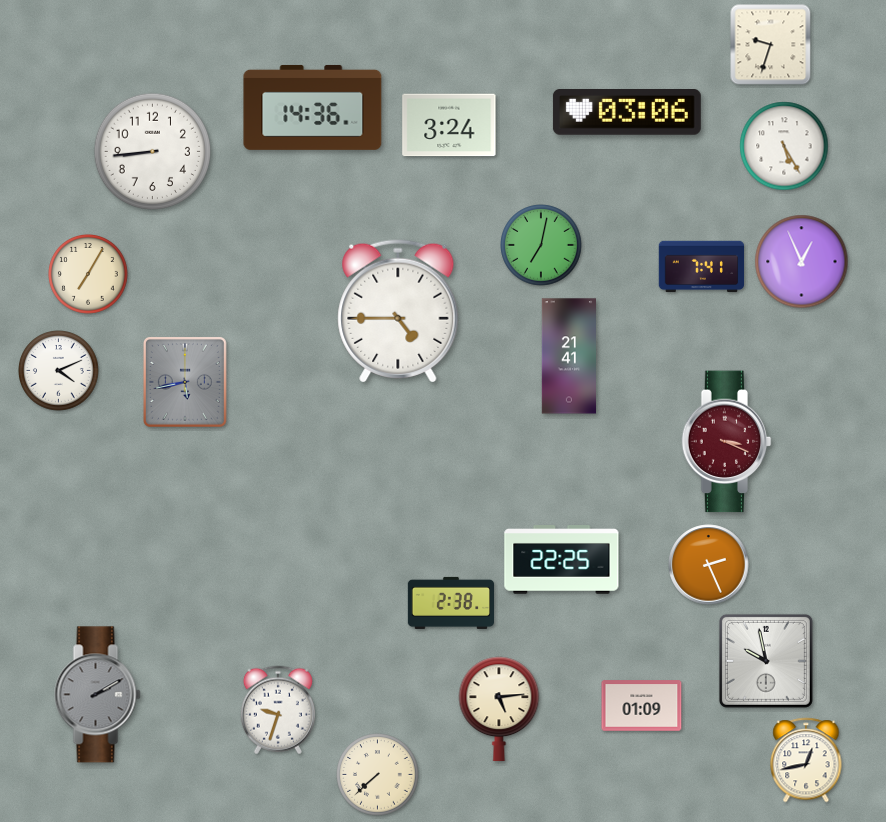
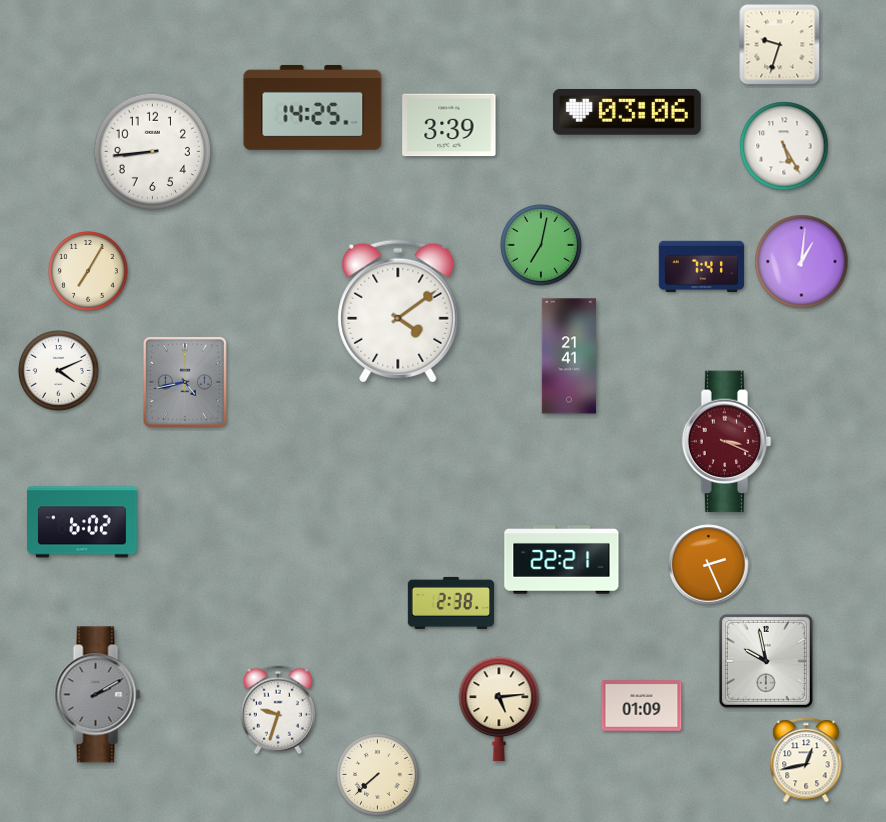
clock at (771, 45) position: (771, 45) -> (780, 45)
clock at (313, 107): 14:36 -> 14:25
clock at (449, 125): 3:24 -> 3:39
clock at (802, 262): 12:56 -> 1:01
clock at (89, 275) position: (89, 275) -> (89, 272)
clock at (398, 311): 4:45 -> 4:09
clock at (185, 382): 5:43 -> 4:43
clock at (82, 522): none -> 6:02
clock at (562, 560): 22:25 -> 22:21
